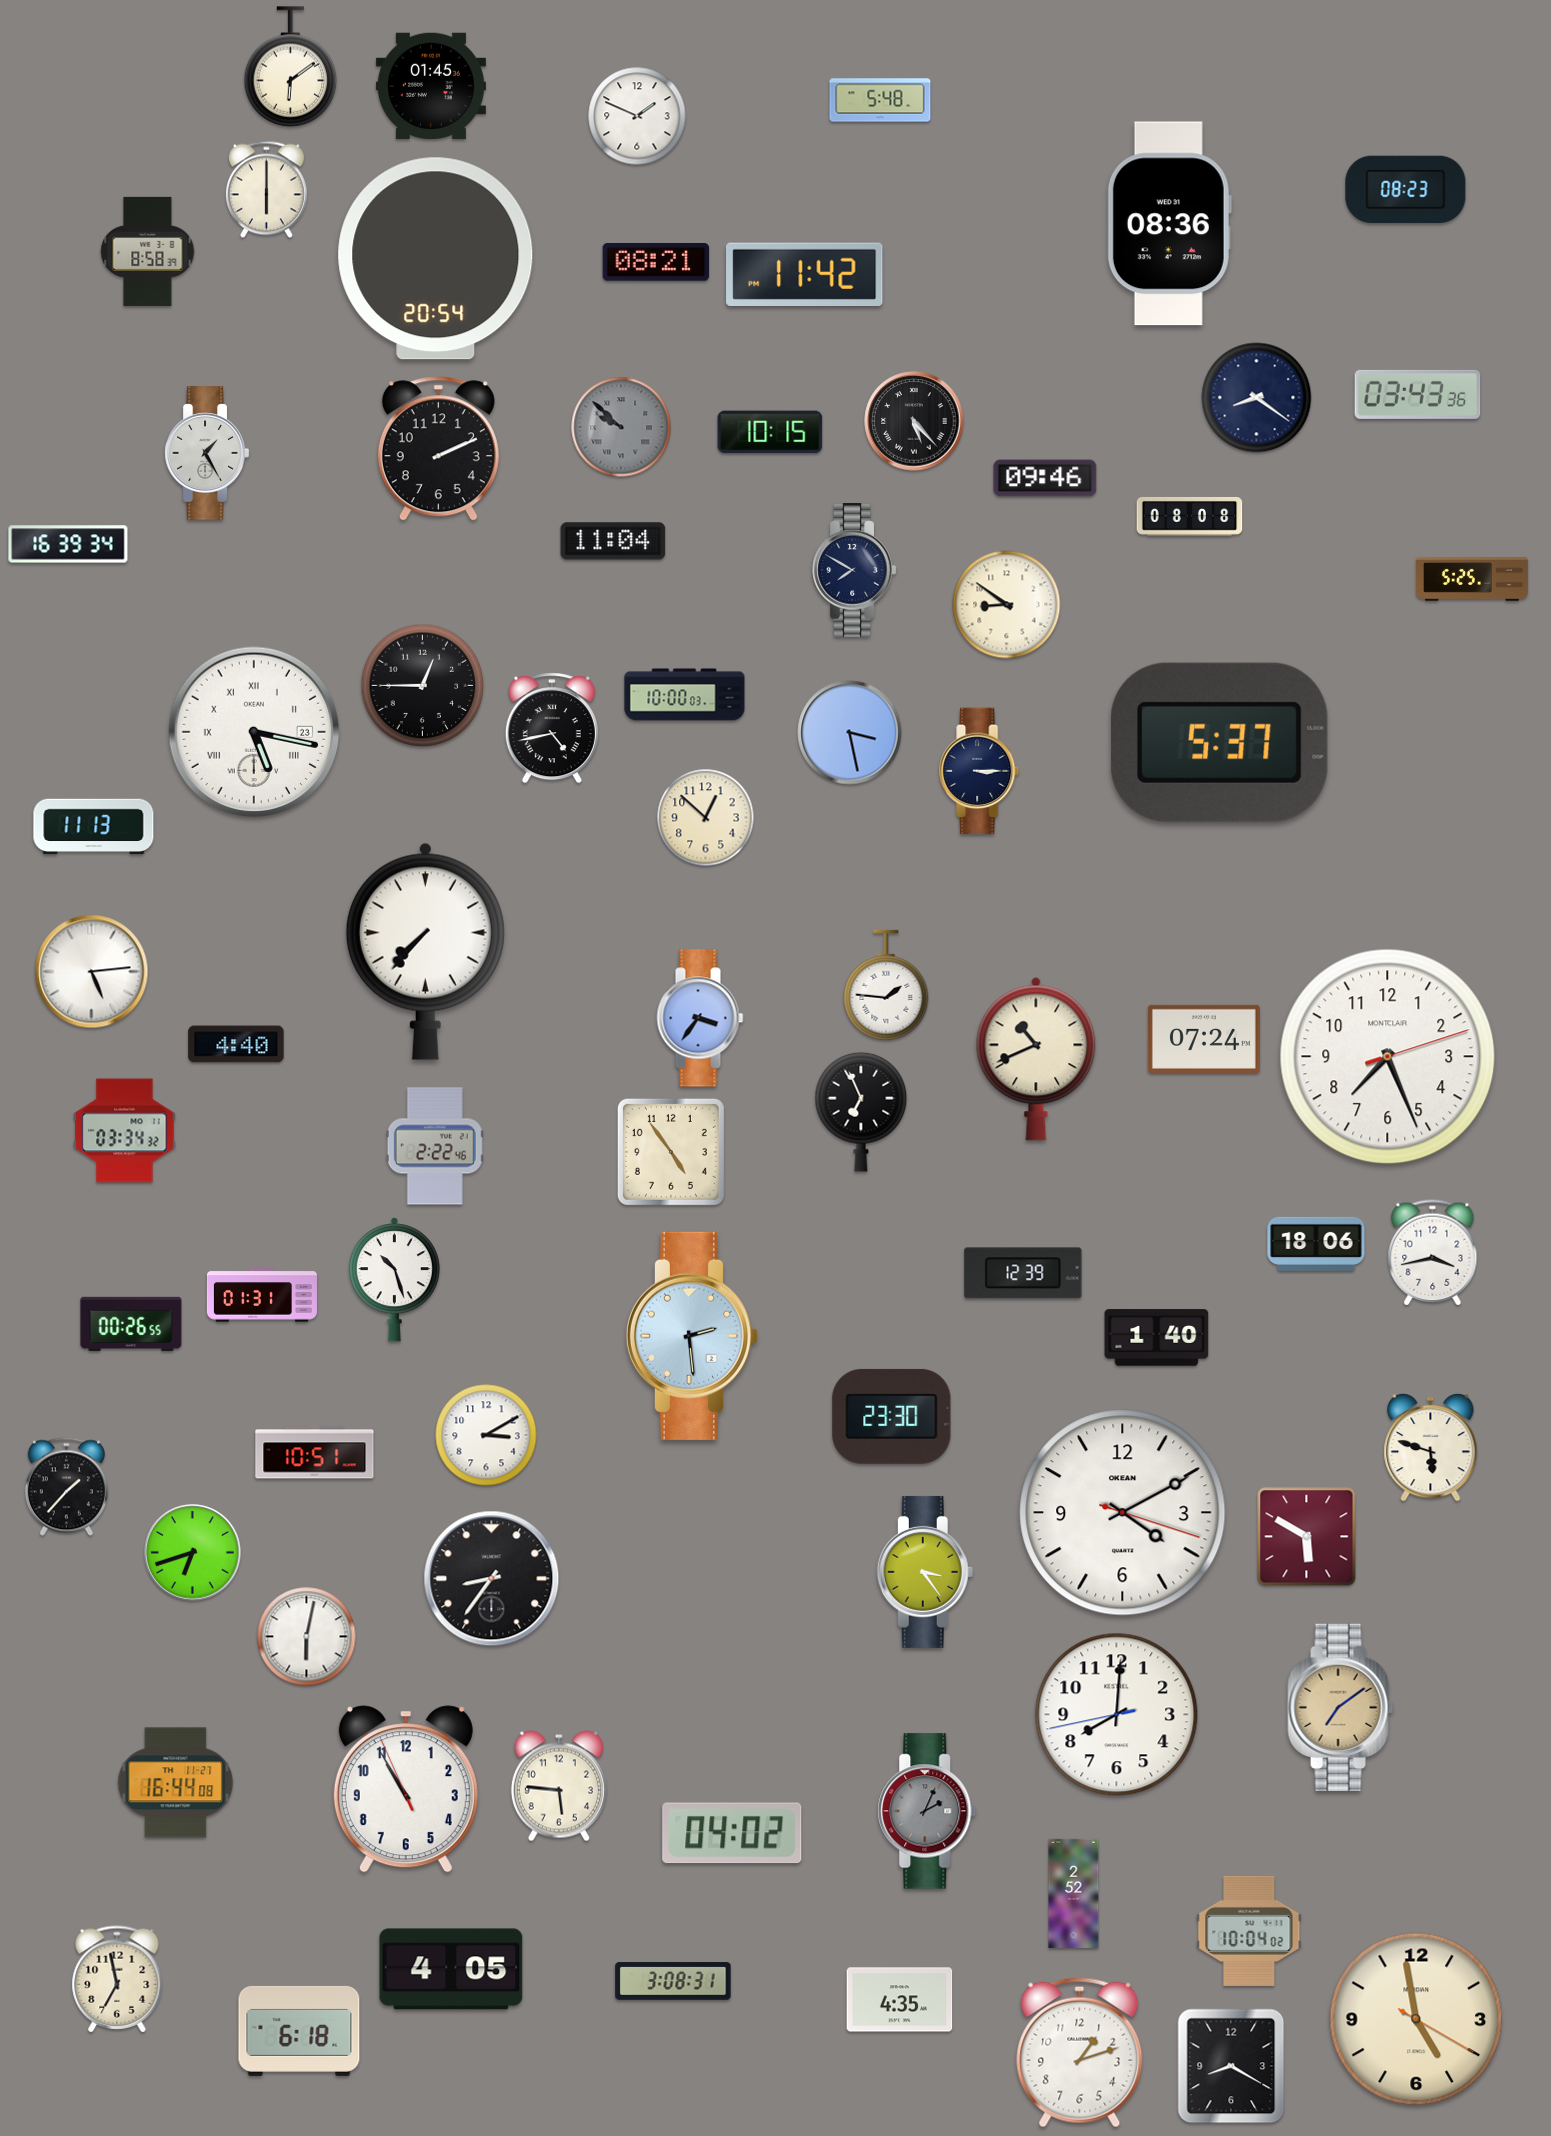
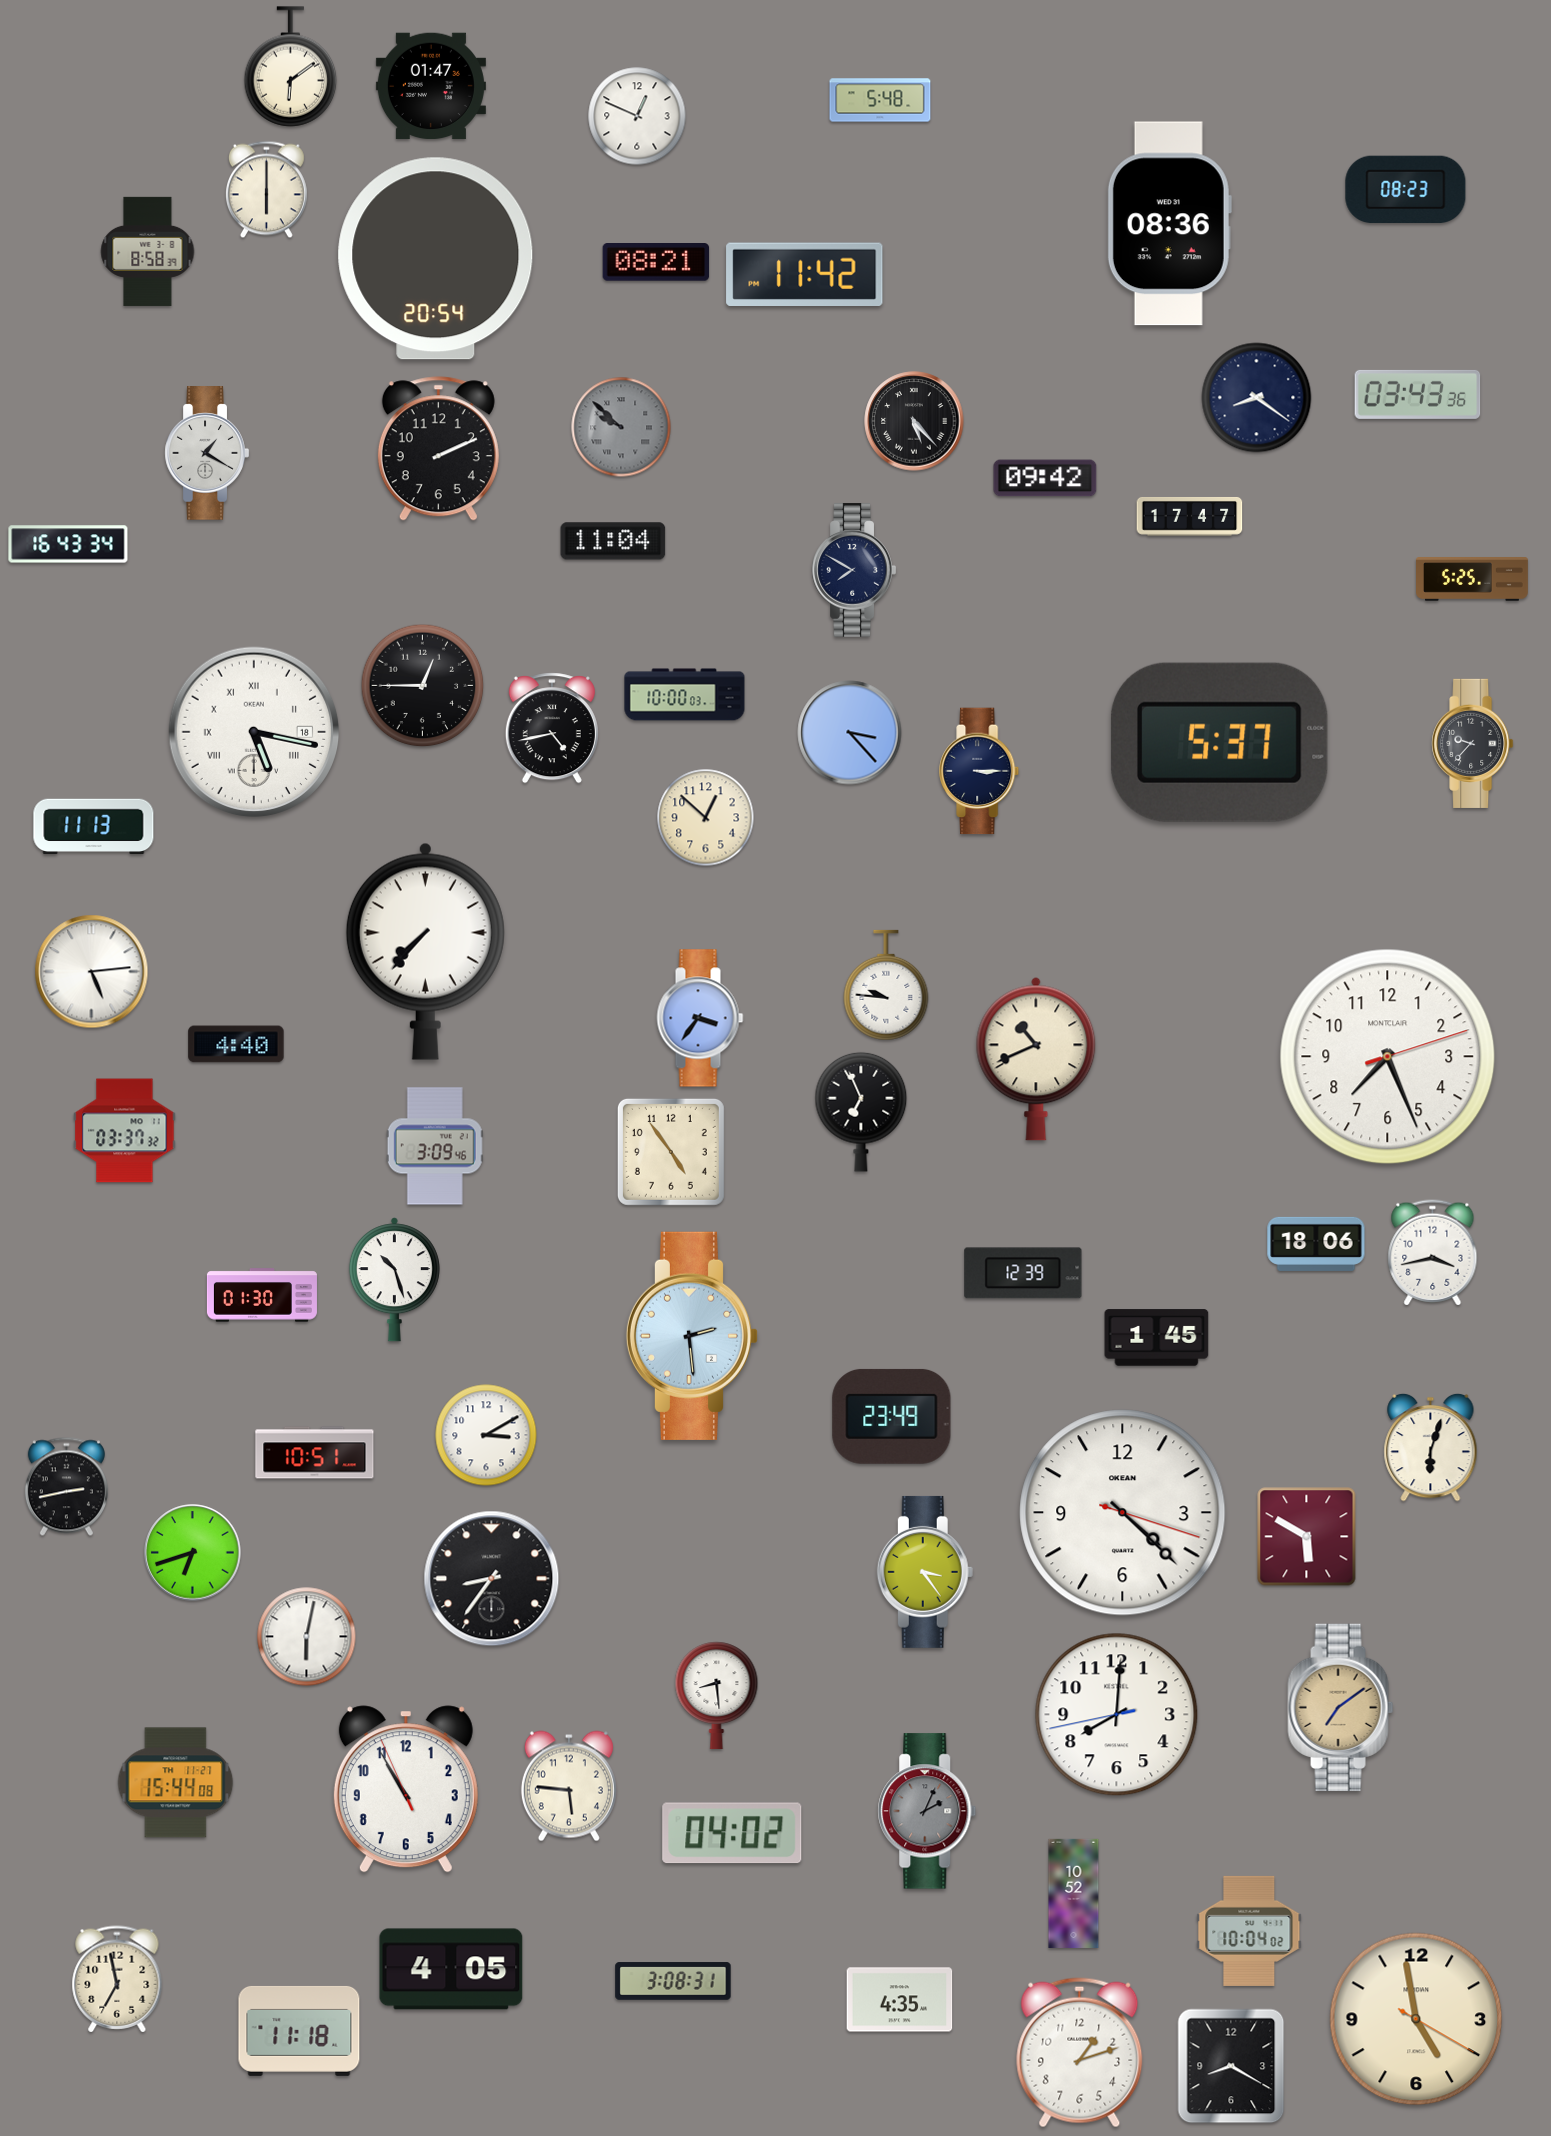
clock at (431, 86): 01:45 -> 01:47
clock at (637, 116): 1:49 -> 12:49
clock at (770, 432): 10:15 -> none
clock at (207, 453): 1:25 -> 1:20
clock at (1045, 478): 09:46 -> 09:42
clock at (1190, 517): 08:08 -> 17:47
clock at (68, 544): 16:39 -> 16:43
clock at (1007, 605): 8:51 -> none
clock at (254, 732) date: 23 -> 18
clock at (850, 733): 3:28 -> 3:23
clock at (1473, 743): none -> 9:37
clock at (886, 985): 1:46 -> 9:46
clock at (1204, 1039): 07:24 -> none
clock at (125, 1131): 03:34 -> 03:37
clock at (435, 1146): 2:22 -> 3:09
clock at (262, 1295): 01:31 -> 01:30
clock at (131, 1324): 00:26 -> none
clock at (1157, 1338): 1:40 -> 1:45
clock at (892, 1416): 23:30 -> 23:49
clock at (1431, 1447): 5:48 -> 6:03
clock at (66, 1487): 1:37 -> 2:43
clock at (1123, 1513): 4:10 -> 4:22
clock at (717, 1696): none -> 8:29
clock at (176, 1783): 16:44 -> 15:44
clock at (559, 1786) position: (559, 1786) -> (569, 1786)
clock at (1074, 1893): 2:52 -> 10:52
clock at (299, 2031): 6:18 -> 11:18
